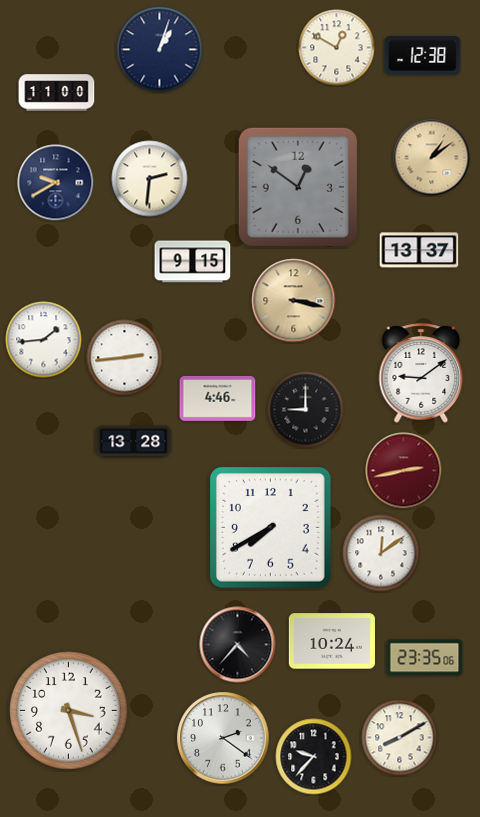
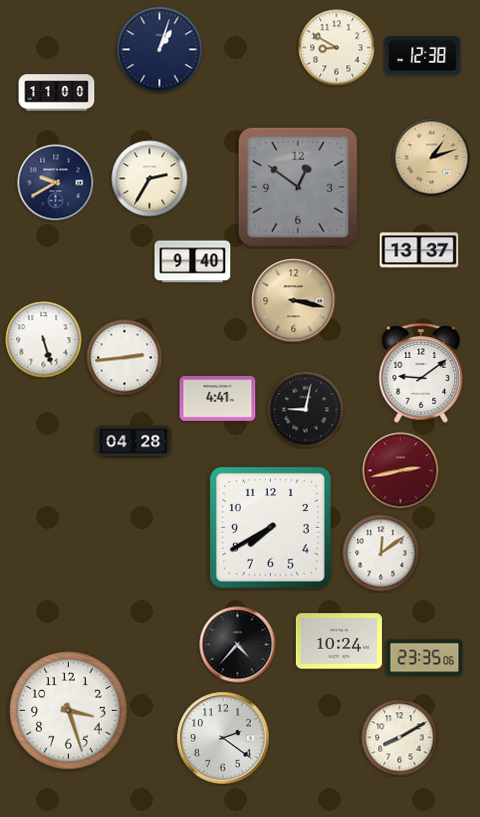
clock at (337, 48): 12:50 -> 8:50
clock at (432, 158): 1:09 -> 1:12
clock at (150, 179): 2:31 -> 2:35
clock at (193, 262): 9:15 -> 9:40
clock at (44, 340): 1:44 -> 5:27
clock at (218, 398): 4:46 -> 4:41
clock at (306, 410): 9:00 -> 9:02
clock at (134, 442): 13:28 -> 04:28
clock at (404, 471) position: (404, 471) -> (401, 471)
clock at (332, 641) position: (332, 641) -> (339, 641)
clock at (314, 757): 9:37 -> none
